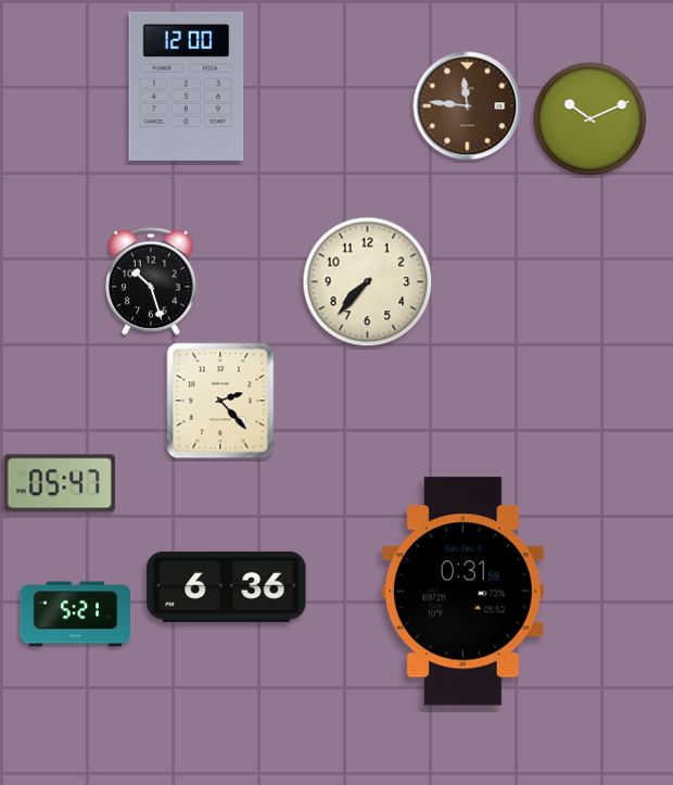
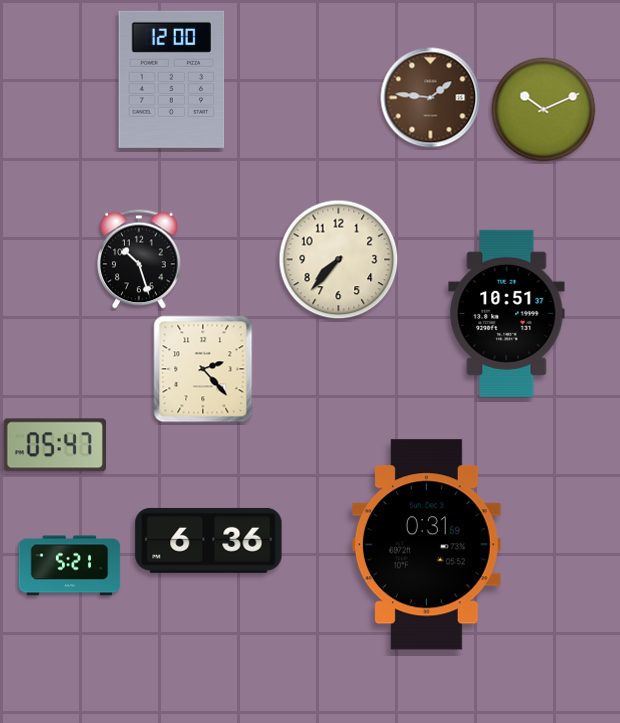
clock at (468, 106): 11:46 -> 1:46
clock at (507, 313): none -> 10:51
